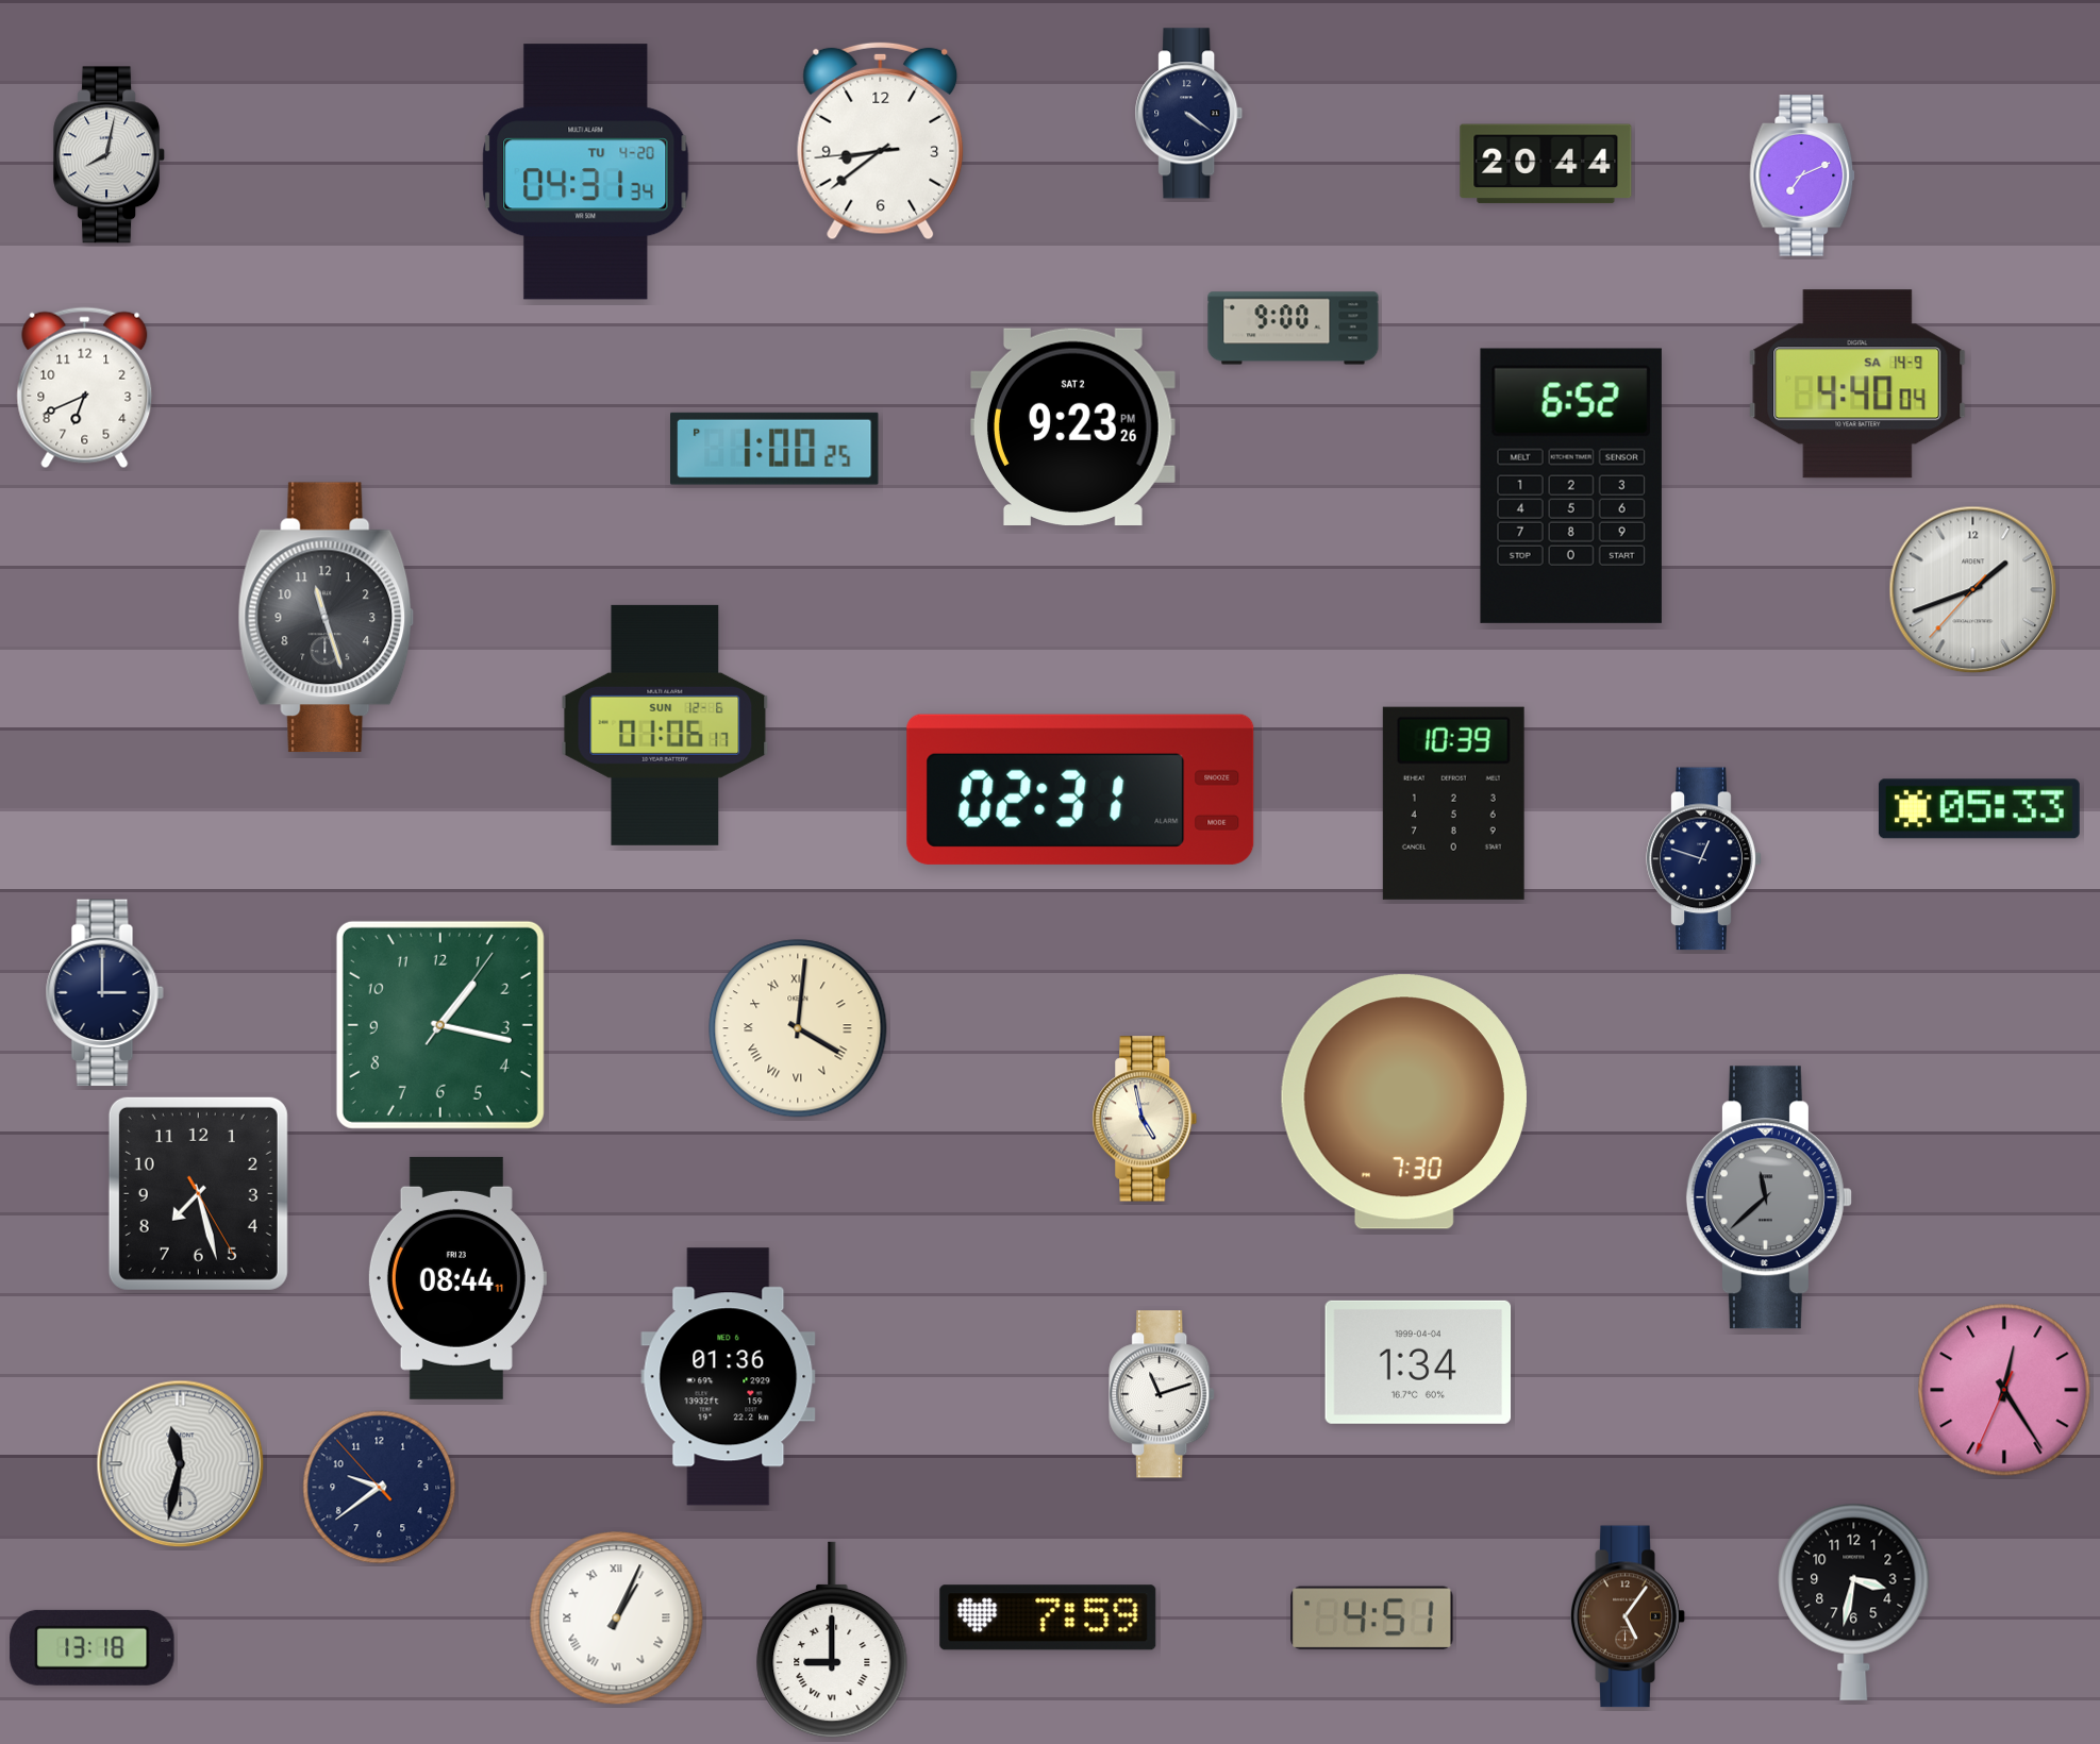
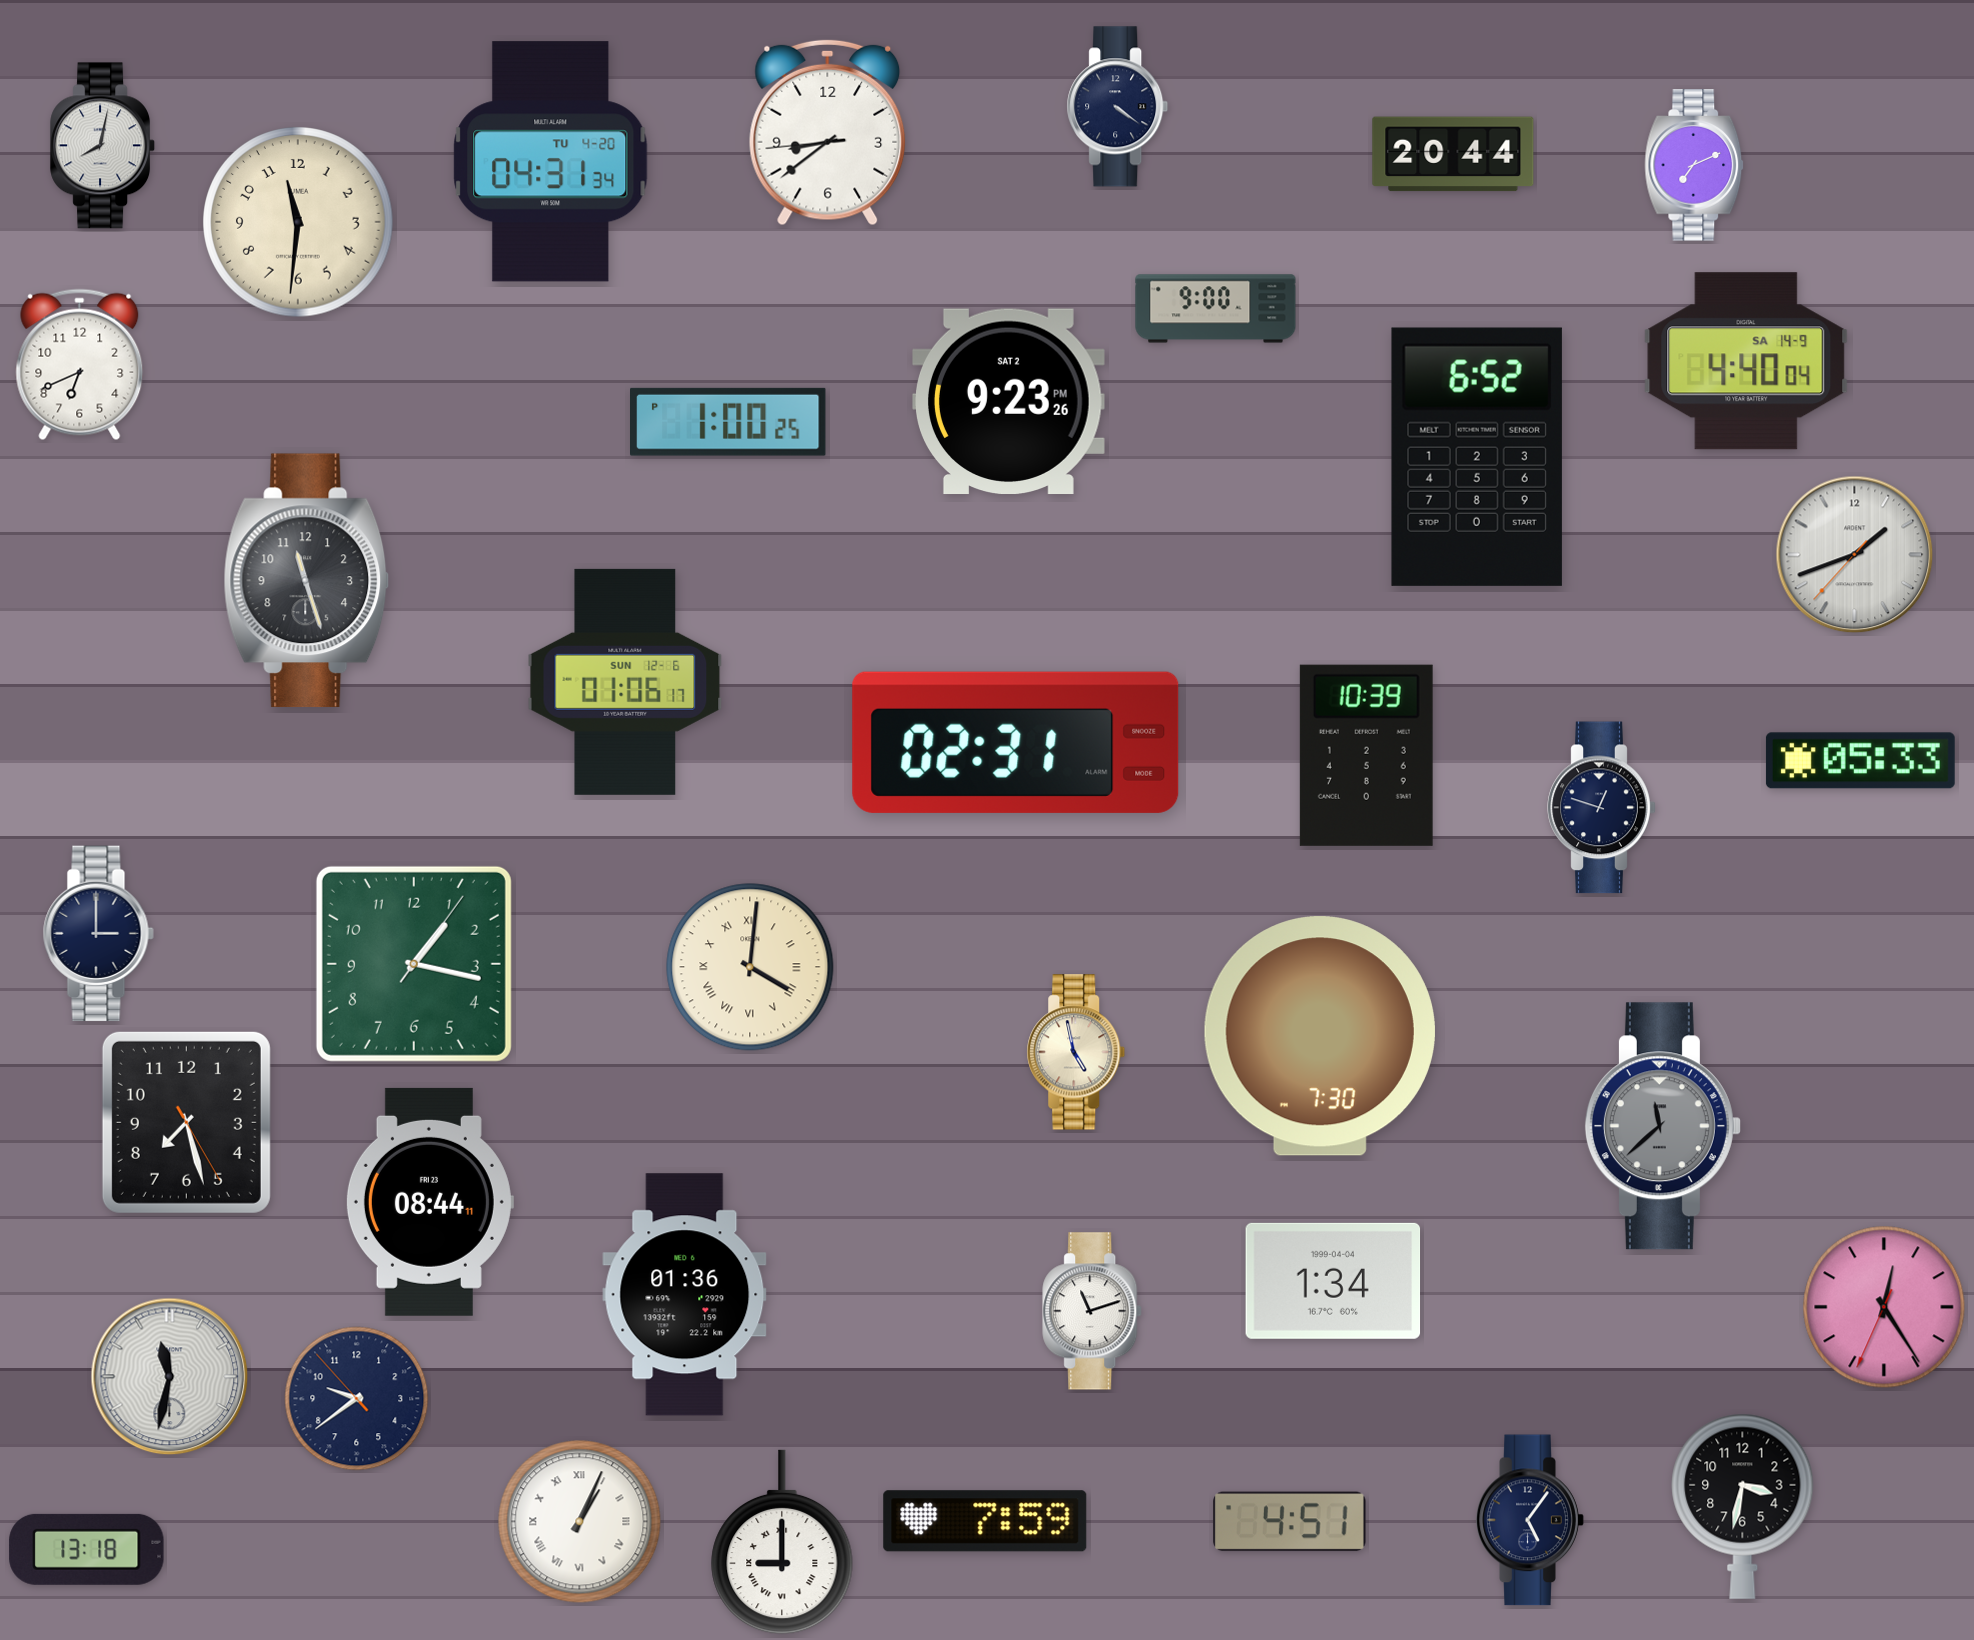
clock at (298, 222): none -> 11:31
clock at (1628, 1616) dial: brown -> navy
